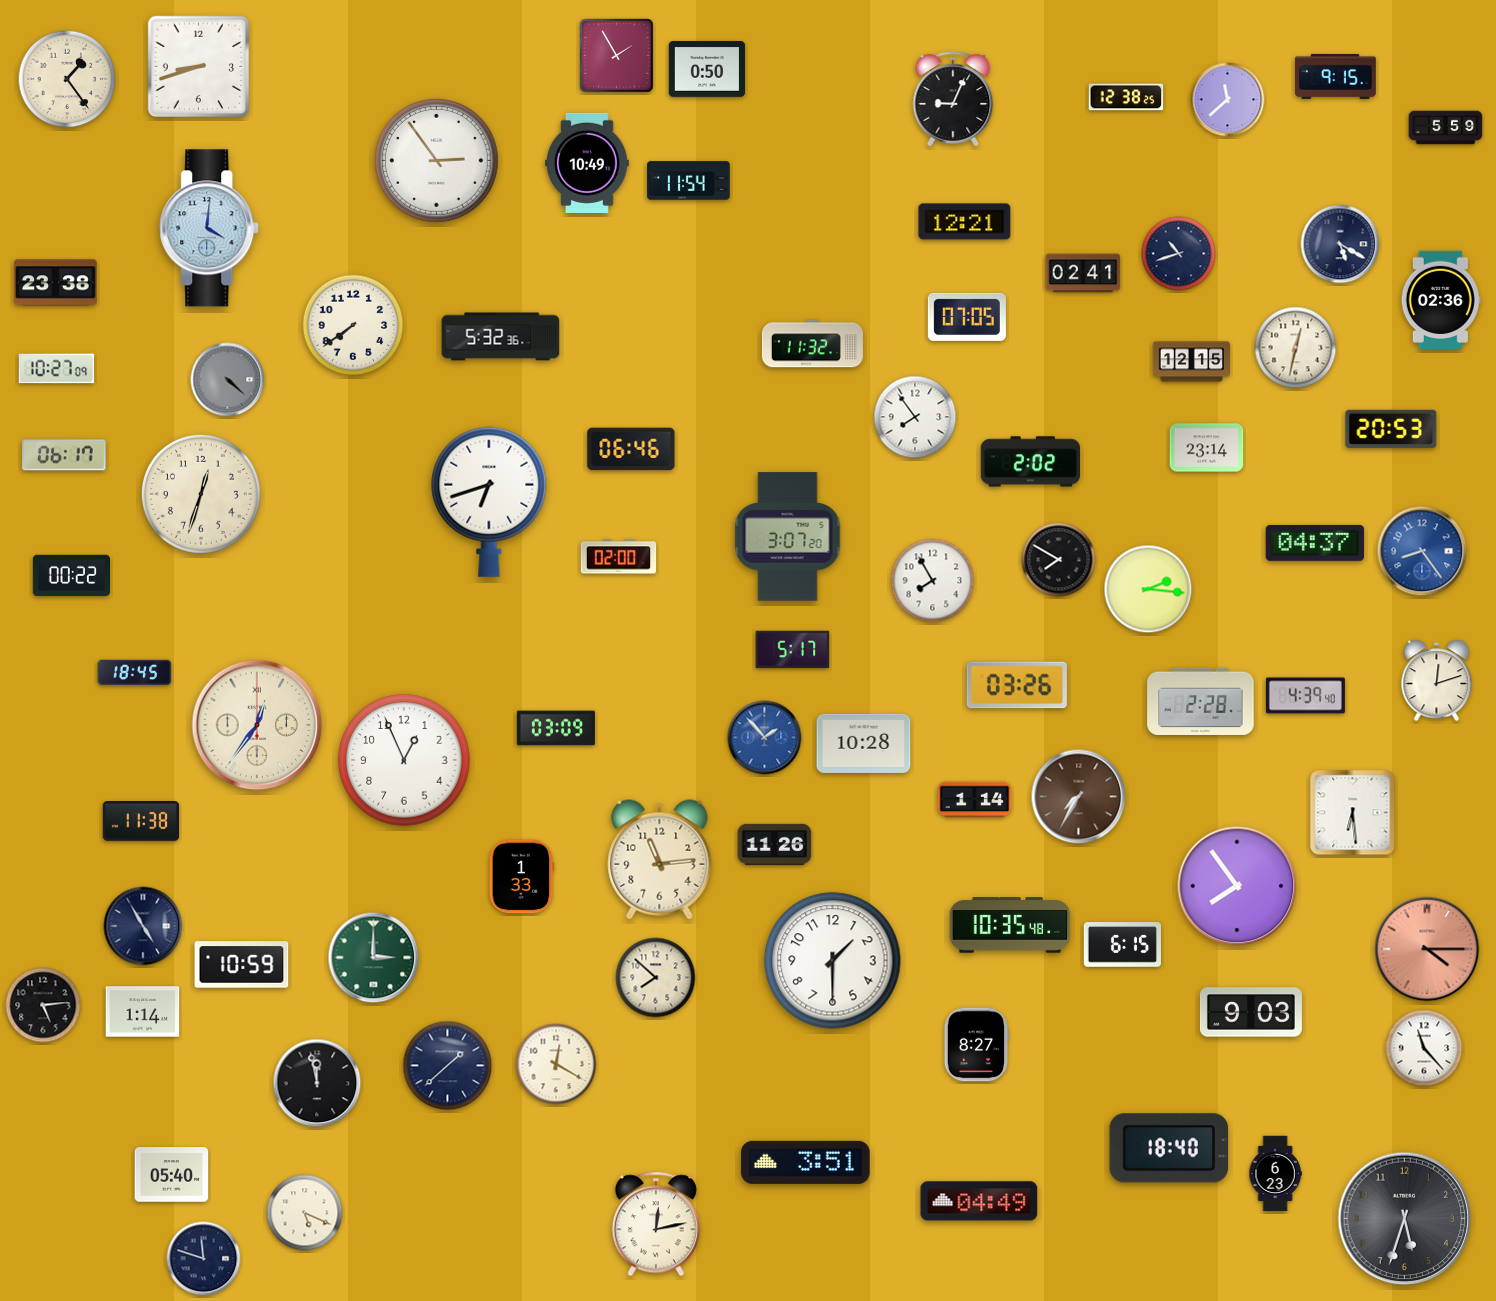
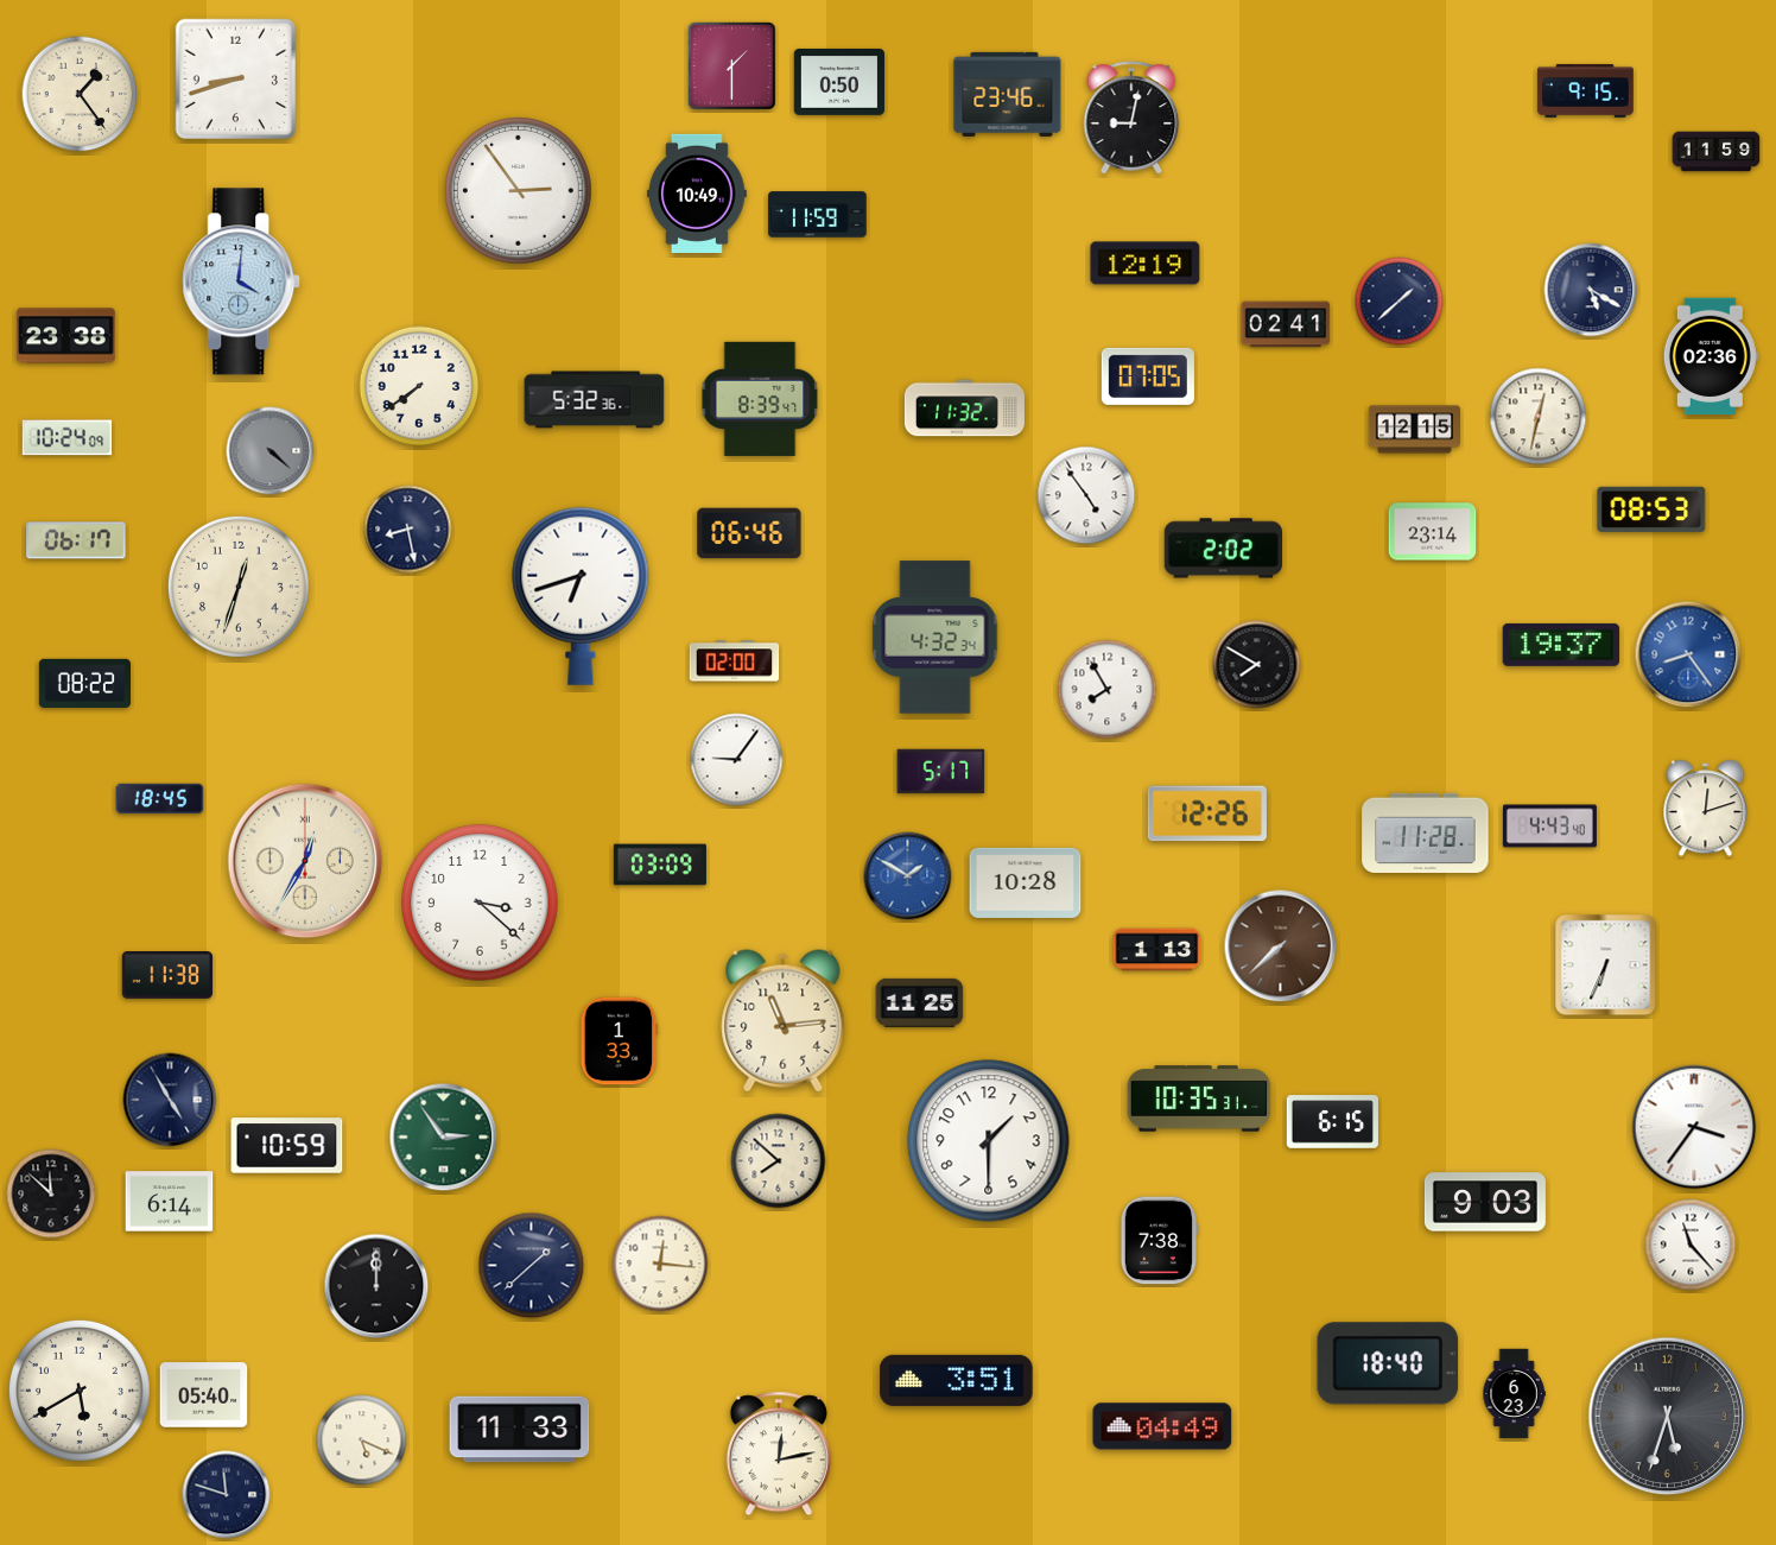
clock at (617, 56): 1:55 -> 1:30
clock at (1008, 94): none -> 23:46
clock at (1126, 97): 12:38 -> none
clock at (953, 99): 9:04 -> 9:02
clock at (1228, 100): 11:38 -> none
clock at (1446, 128): 5:59 -> 11:59
clock at (689, 181): 11:54 -> 11:59
clock at (965, 222): 12:21 -> 12:19
clock at (210, 228) position: (210, 228) -> (242, 281)
clock at (1179, 254): 10:42 -> 1:38
clock at (760, 399): none -> 8:39
clock at (1296, 348) position: (1296, 348) -> (1539, 417)
clock at (57, 369): 10:27 -> 10:24
clock at (915, 417): 7:54 -> 4:54
clock at (1391, 429): 20:53 -> 08:53
clock at (408, 530): none -> 8:28
clock at (788, 537): 3:07 -> 4:32
clock at (1315, 543): 04:37 -> 19:37
clock at (71, 575): 00:22 -> 08:22
clock at (1148, 589): 2:16 -> none
clock at (737, 760): none -> 9:06
clock at (1017, 685): 03:26 -> 12:26
clock at (1305, 696): 4:39 -> 4:43
clock at (1201, 701): 2:28 -> 11:28
clock at (257, 725): 12:36 -> 12:35
clock at (765, 738): 1:53 -> 1:50
clock at (404, 760): 12:56 -> 3:22
clock at (1079, 797): 7:35 -> 7:38
clock at (975, 800): 1:14 -> 1:13
clock at (1353, 813): 6:29 -> 6:34
clock at (775, 844): 11:26 -> 11:25
clock at (1237, 886): 7:54 -> none
clock at (1010, 925): 10:35:48 -> 10:35:31
clock at (1427, 949): 4:15 -> 3:36
clock at (1427, 949) dial: salmon -> white
clock at (374, 958): 3:00 -> 2:54
clock at (43, 1005): 5:14 -> 11:52
clock at (143, 1012): 1:14 -> 6:14
clock at (975, 1045): 8:27 -> 7:38
clock at (556, 1064): 12:20 -> 12:16
clock at (317, 1083): 11:58 -> 12:00
clock at (80, 1391): none -> 5:40
clock at (520, 1430): none -> 11:33
clock at (1405, 1219) position: (1405, 1219) -> (1668, 1417)
clock at (204, 1259) position: (204, 1259) -> (227, 1495)
